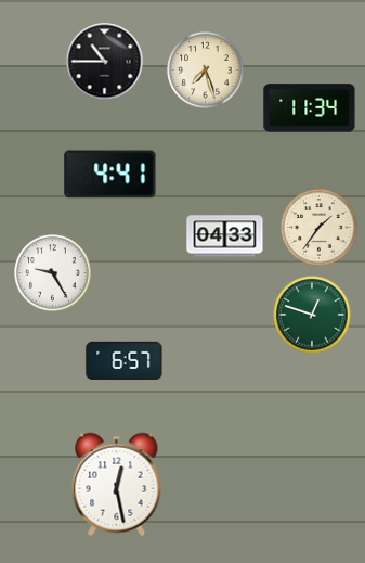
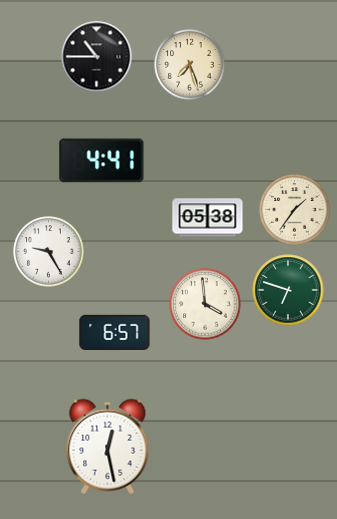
clock at (310, 108): 11:34 -> none
clock at (225, 236): 04:33 -> 05:38
clock at (312, 315): 12:48 -> 6:48
clock at (205, 304): none -> 3:59
